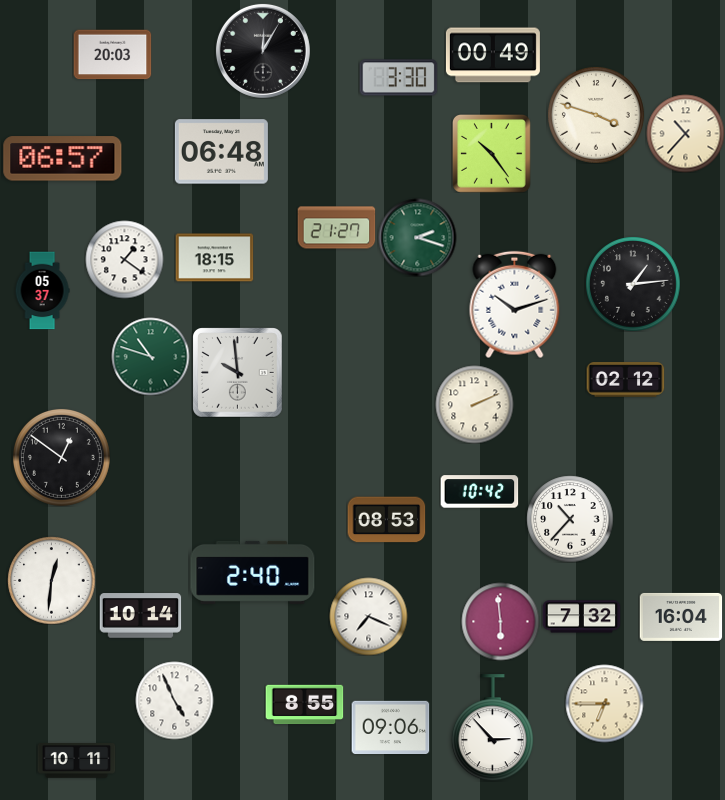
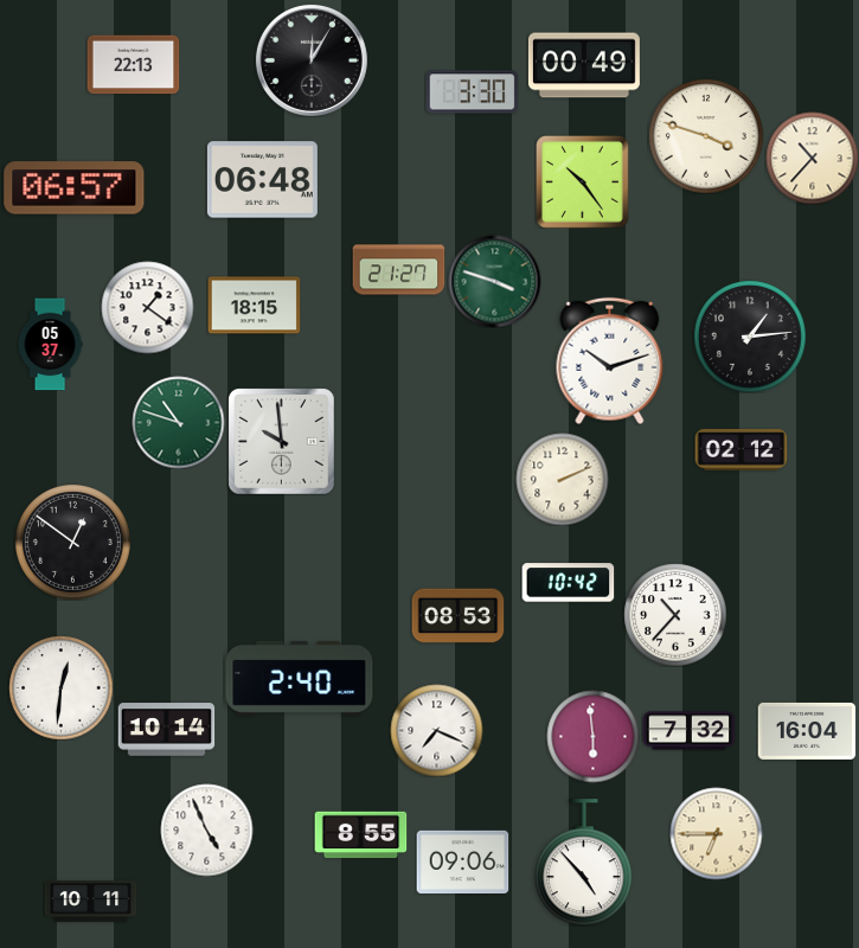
clock at (112, 55): 20:03 -> 22:13
clock at (417, 237): 2:18 -> 3:48
clock at (492, 728): 2:53 -> 4:53
